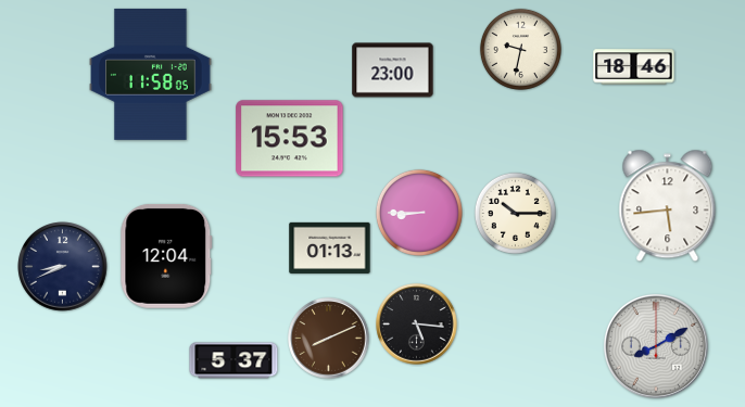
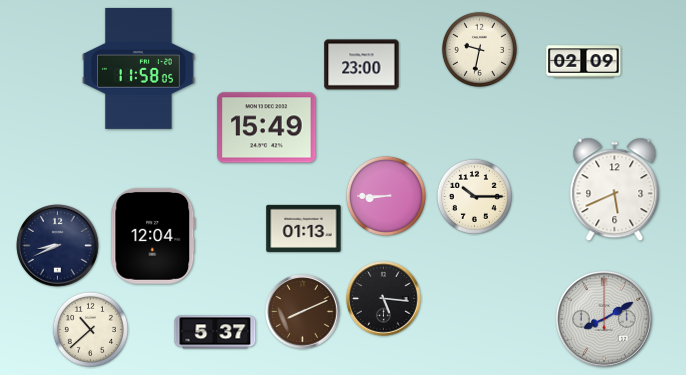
clock at (520, 49) position: (520, 49) -> (479, 49)
clock at (634, 67): 18:46 -> 02:09
clock at (290, 139): 15:53 -> 15:49
clock at (668, 206): 5:44 -> 5:41
clock at (90, 329): none -> 10:38
